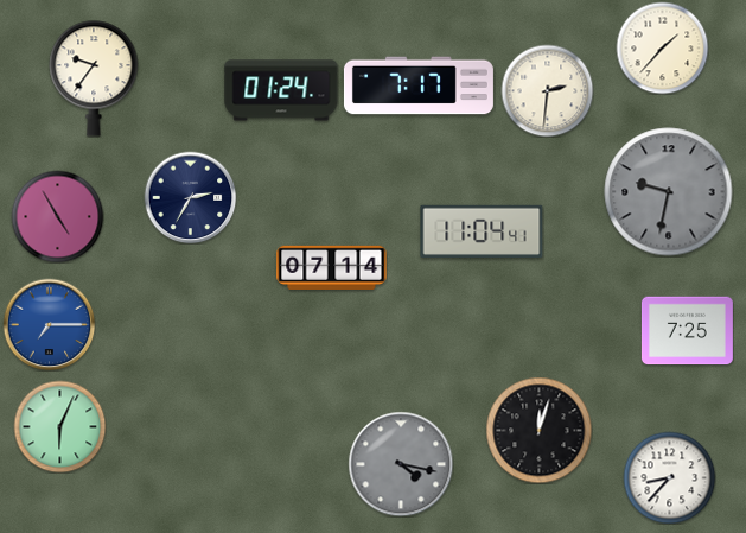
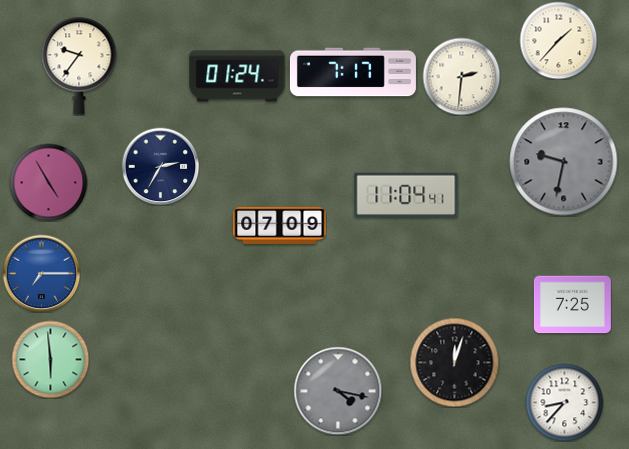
clock at (332, 267): 07:14 -> 07:09
clock at (687, 331) position: (687, 331) -> (572, 305)
clock at (59, 426): 6:04 -> 5:59
